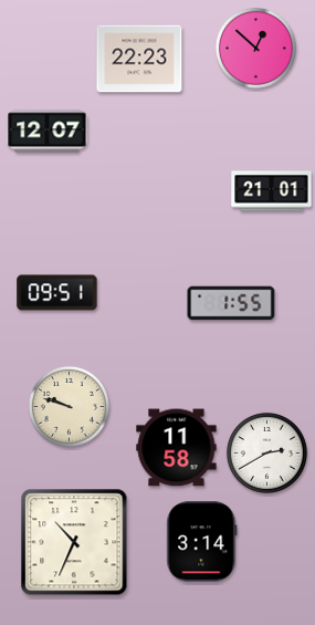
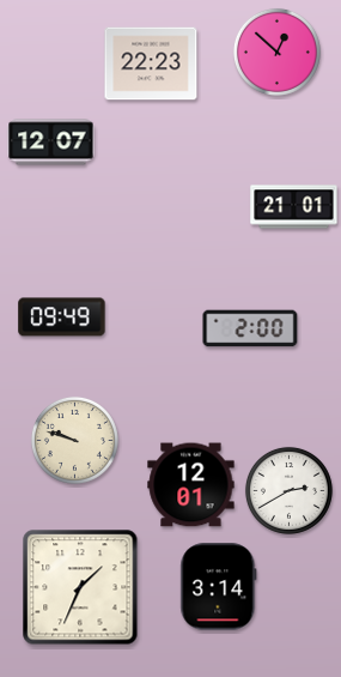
clock at (57, 293): 09:51 -> 09:49
clock at (231, 303): 1:55 -> 2:00
clock at (177, 448): 11:58 -> 12:01
clock at (74, 542): 10:34 -> 1:34
